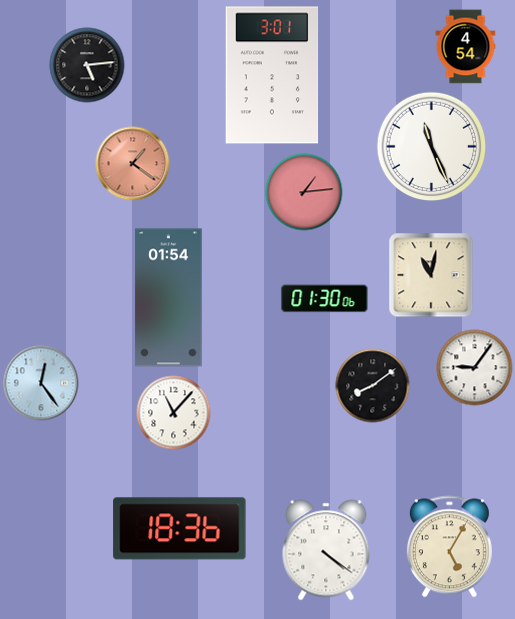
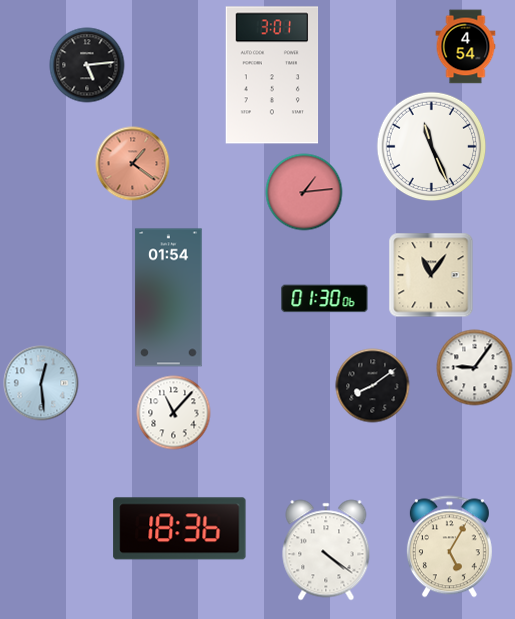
clock at (431, 275): 11:02 -> 11:06
clock at (41, 383): 12:24 -> 12:29
